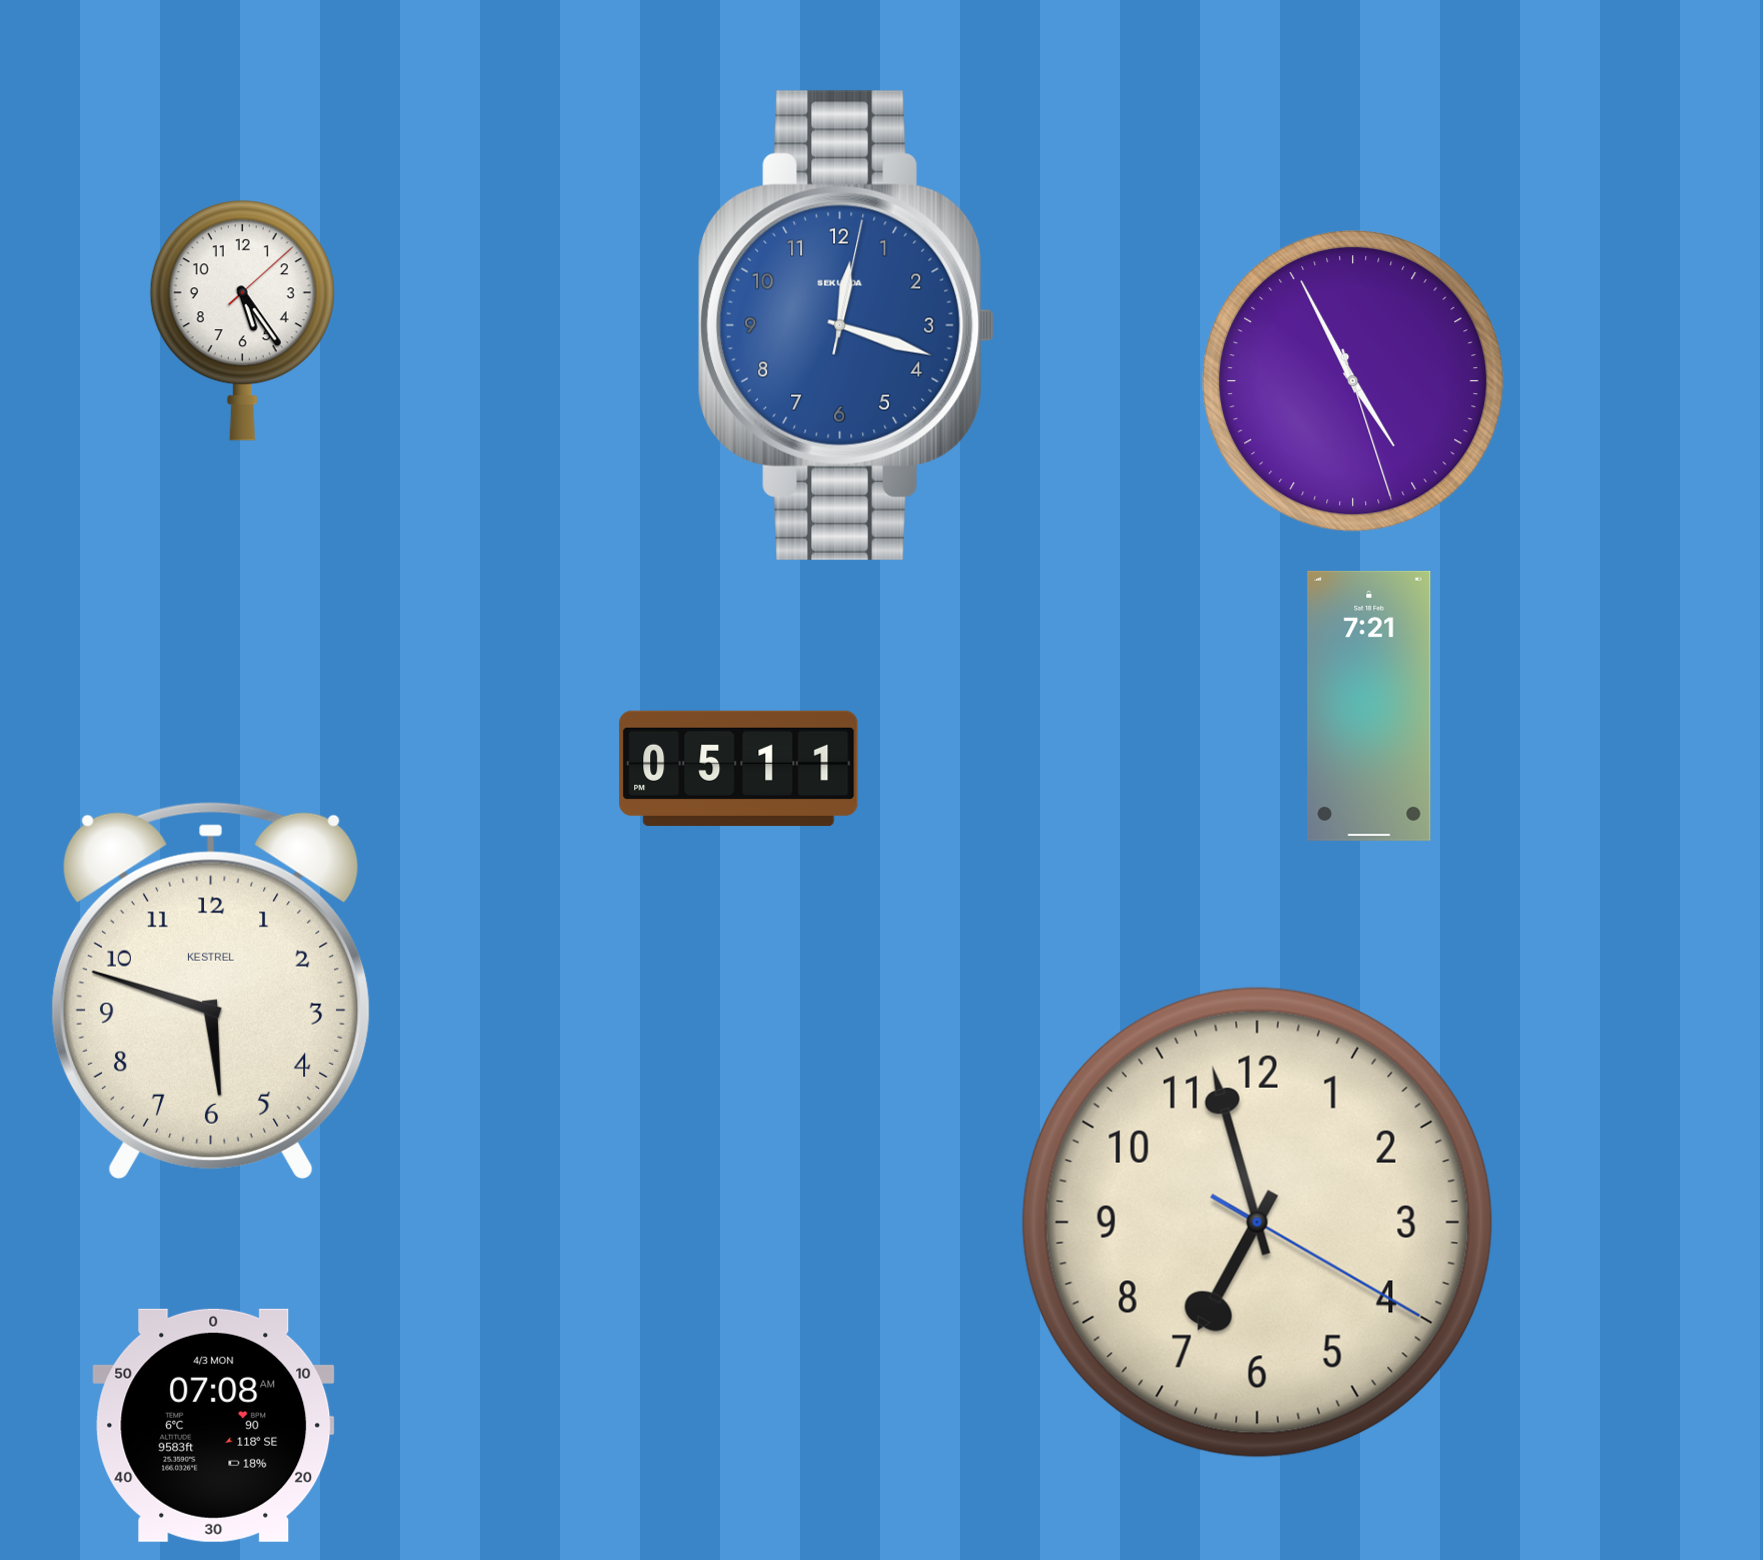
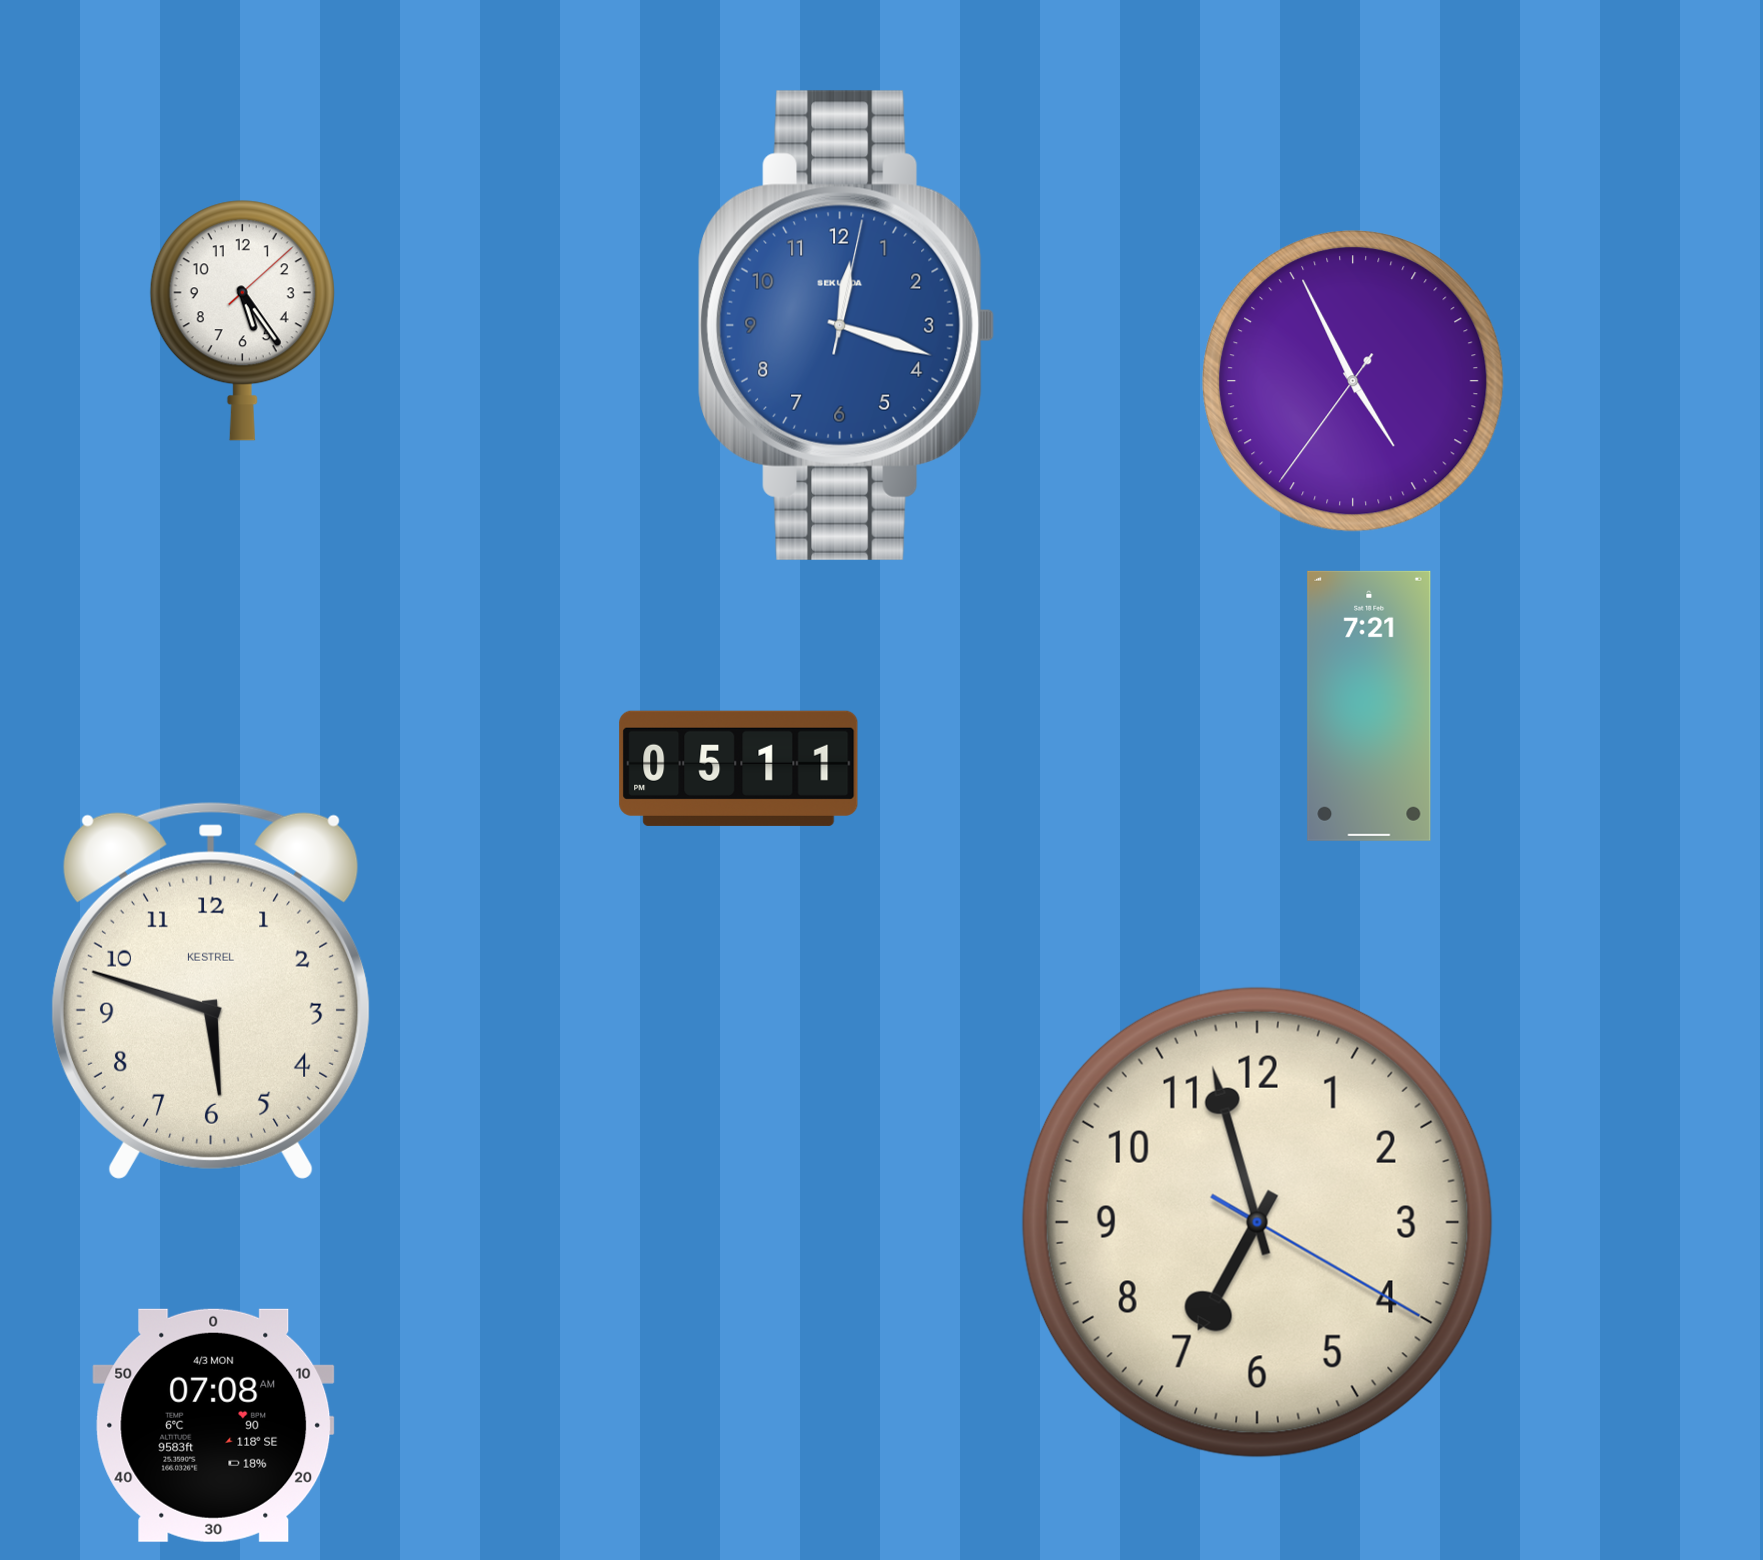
clock at (1353, 381): 4:55:27 -> 4:55:36
